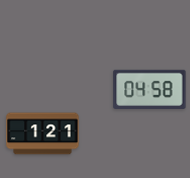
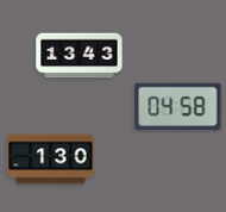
clock at (80, 56): none -> 13:43
clock at (43, 134): 1:21 -> 1:30
